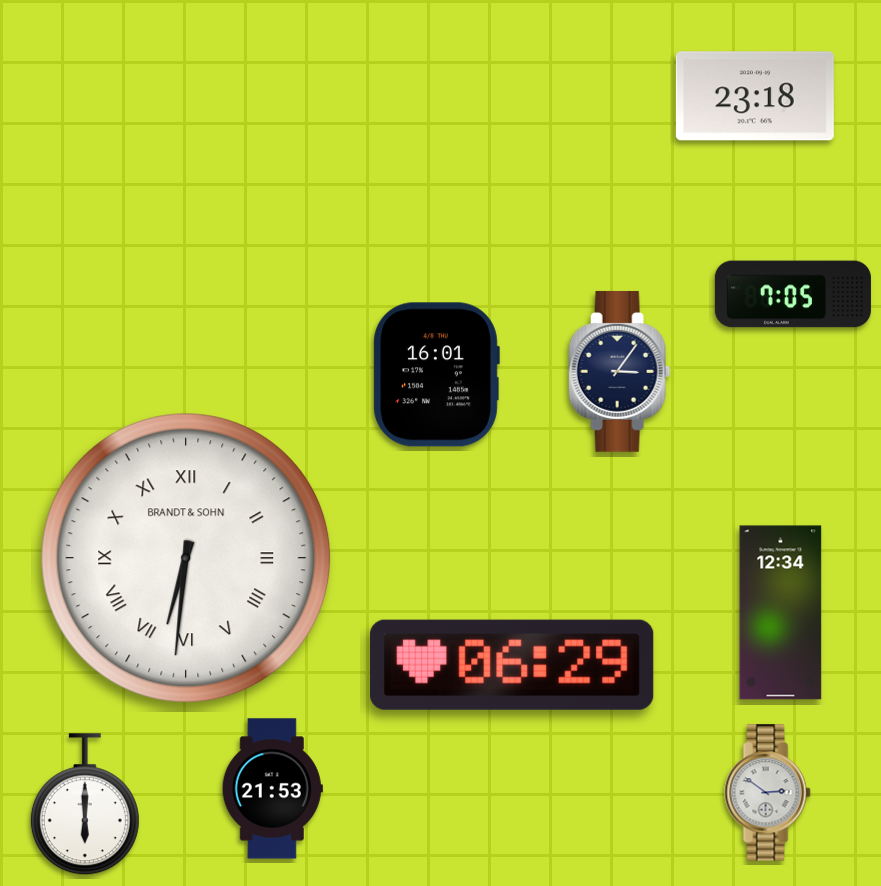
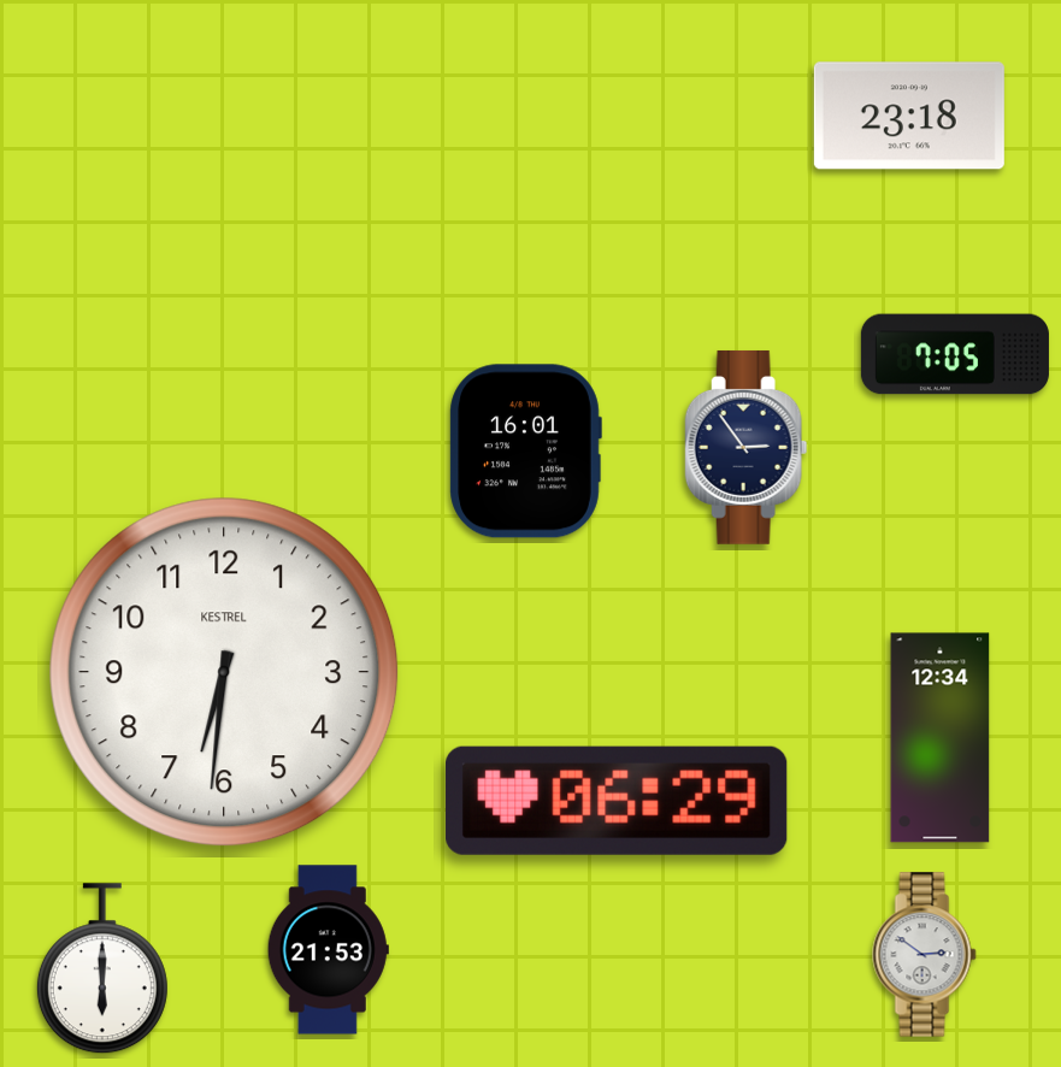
clock at (620, 371): 3:06 -> 2:54
clock at (186, 558) numerals: Roman -> Arabic
clock at (186, 558) brand: BRANDT & SOHN -> KESTREL
